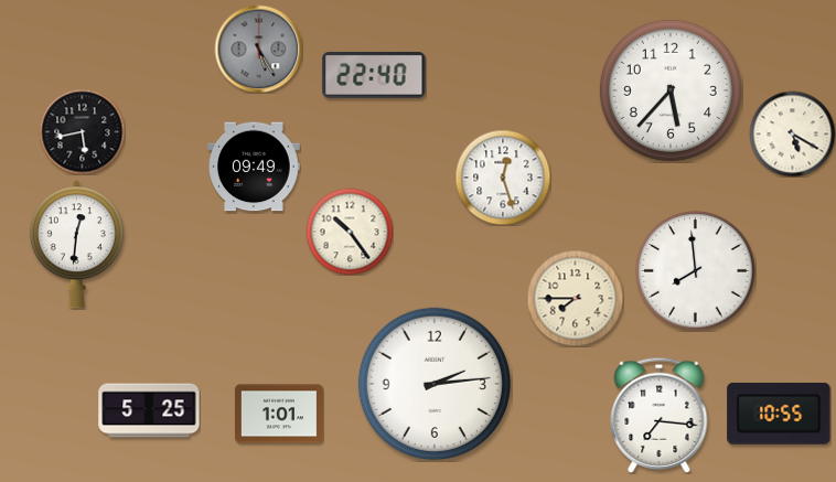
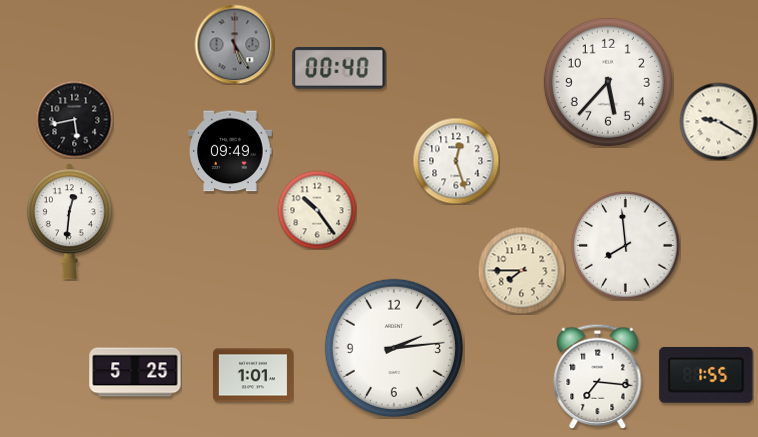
clock at (374, 76): 22:40 -> 00:40
clock at (792, 133): 5:20 -> 9:20
clock at (696, 271) position: (696, 271) -> (626, 246)
clock at (779, 414): 10:55 -> 1:55
